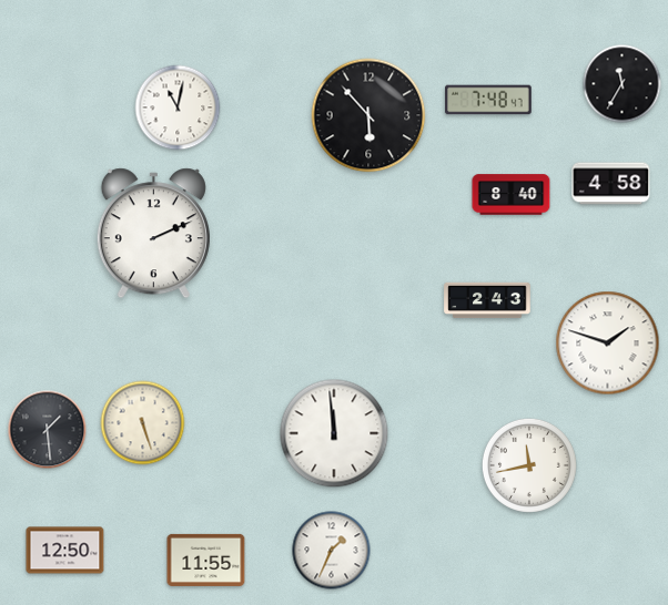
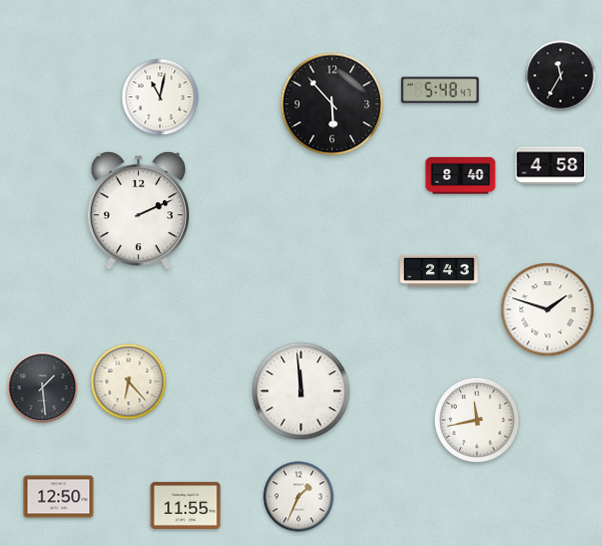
clock at (488, 100): 7:48 -> 5:48
clock at (143, 423): 5:27 -> 6:23
